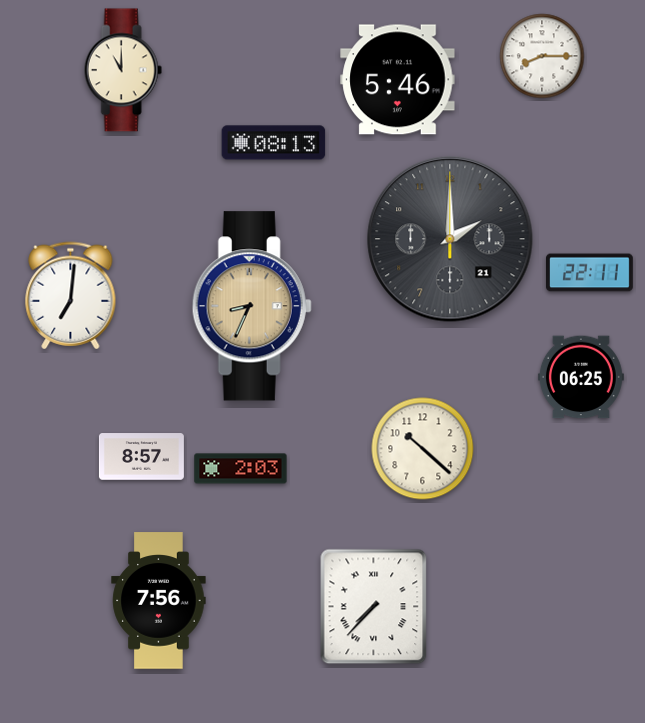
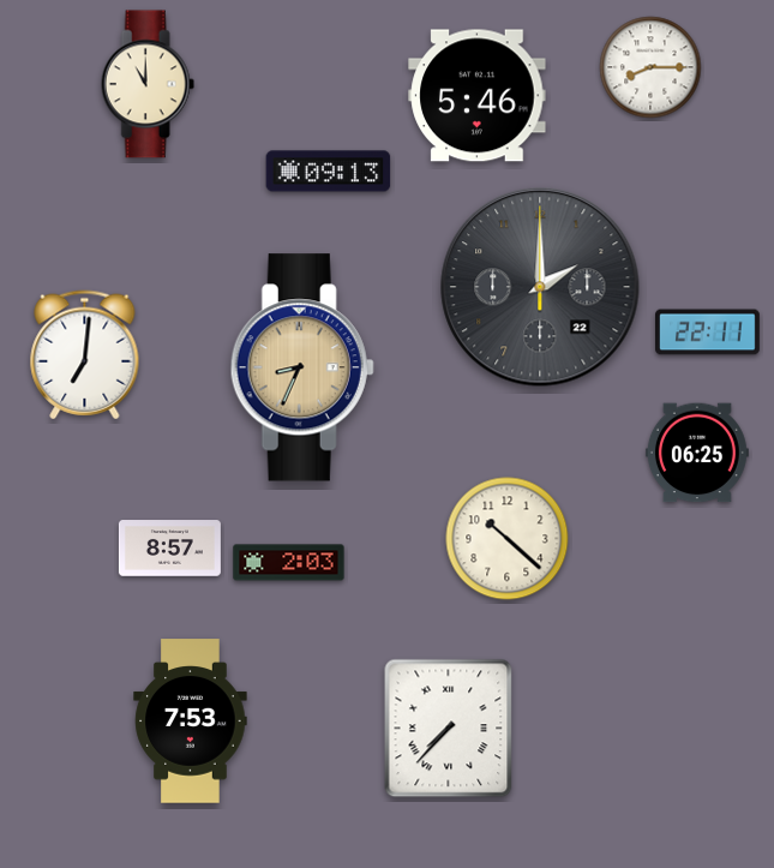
clock at (274, 143): 08:13 -> 09:13
clock at (450, 239) date: 21 -> 22
clock at (590, 273) position: (590, 273) -> (708, 333)
clock at (159, 601): 7:56 -> 7:53
